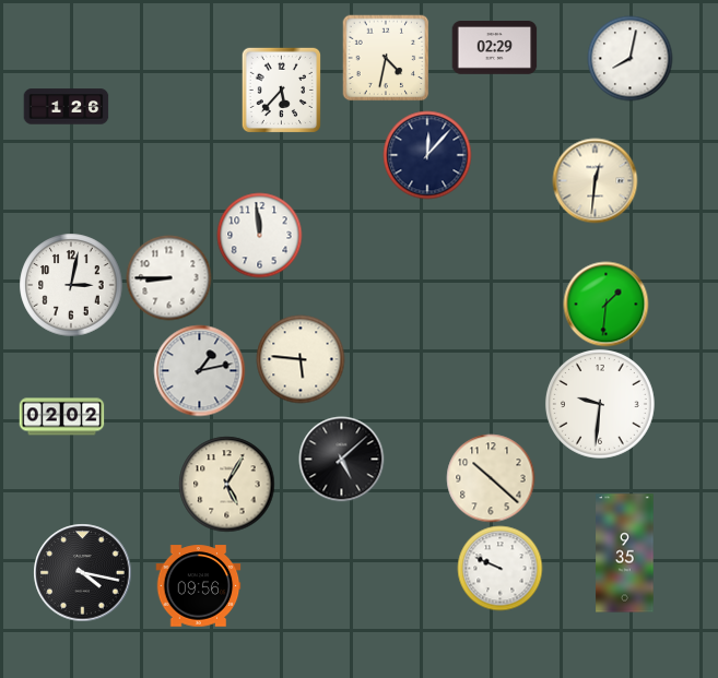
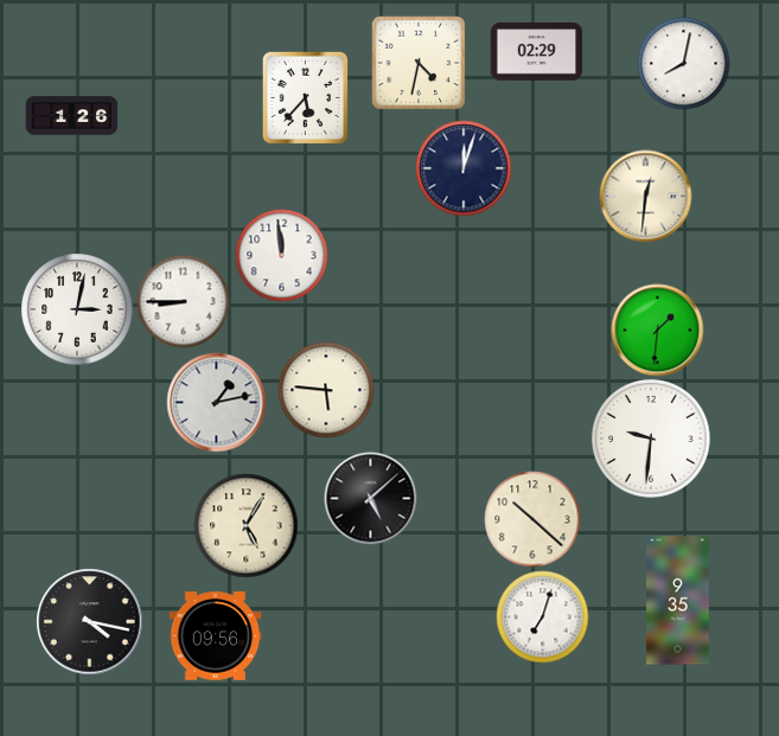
clock at (427, 155): 12:07 -> 12:03
clock at (61, 417): 02:02 -> none
clock at (499, 568): 9:49 -> 7:03
